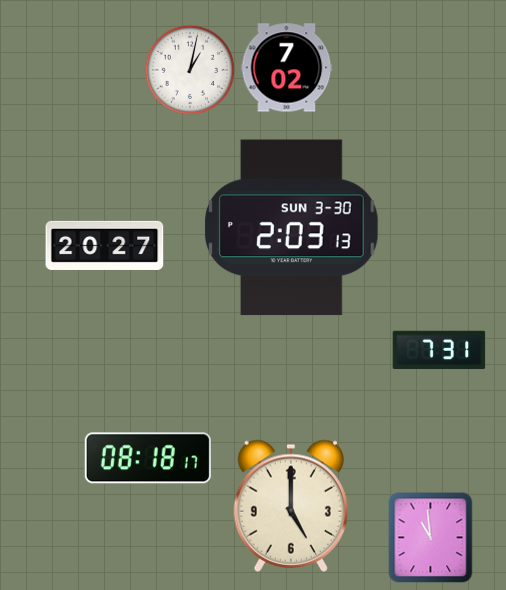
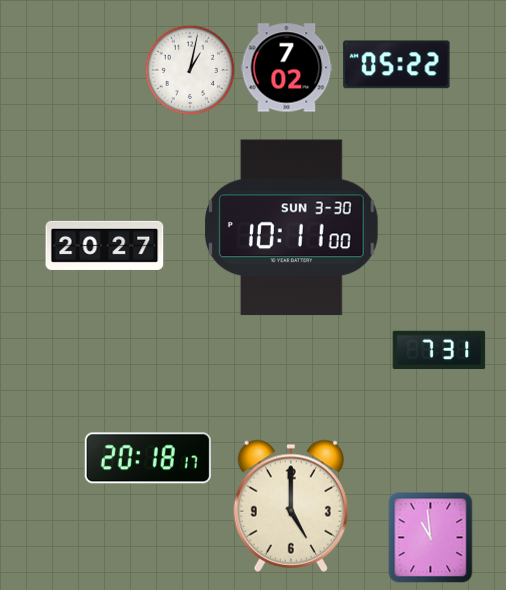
clock at (397, 65): none -> 05:22
clock at (292, 228): 2:03 -> 10:11
clock at (148, 458): 08:18 -> 20:18
